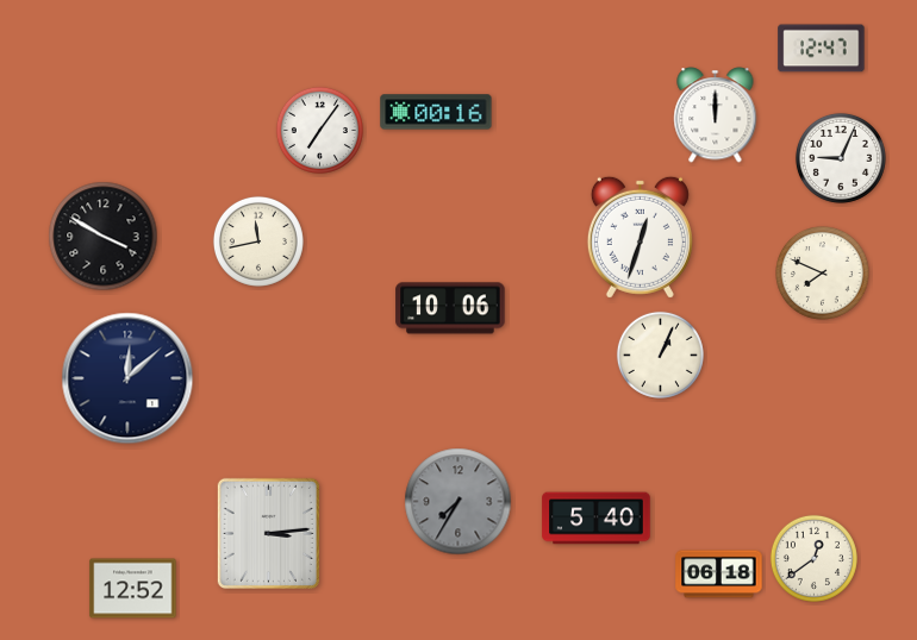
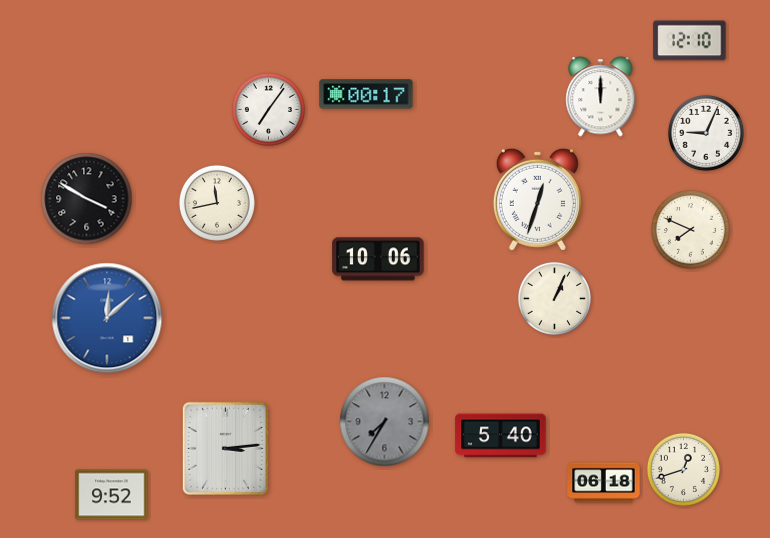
clock at (822, 49): 12:47 -> 12:10
clock at (436, 112): 00:16 -> 00:17
clock at (127, 378) dial: navy -> blue
clock at (813, 558): 12:39 -> 12:42
clock at (133, 589): 12:52 -> 9:52
